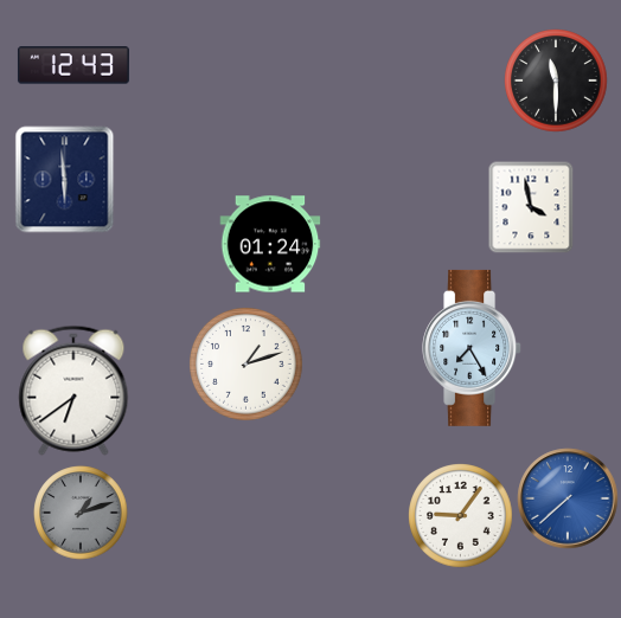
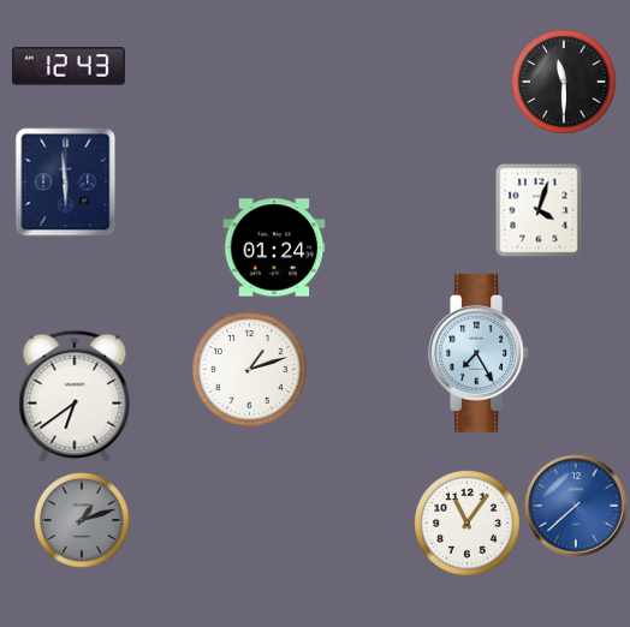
clock at (73, 65) position: (73, 65) -> (69, 66)
clock at (531, 207): 3:58 -> 4:03
clock at (461, 516): 9:06 -> 11:06
